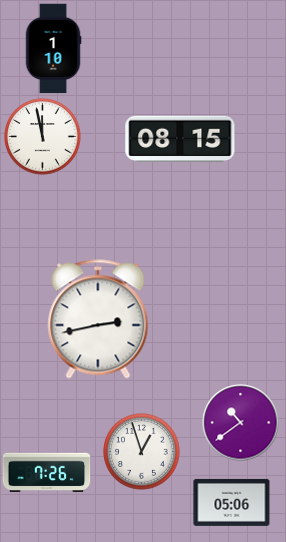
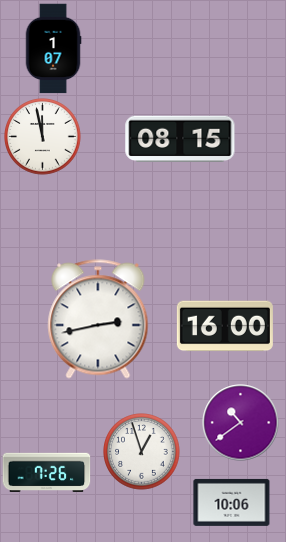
clock at (53, 49): 1:10 -> 1:07
clock at (225, 326): none -> 16:00
clock at (232, 502): 05:06 -> 10:06
